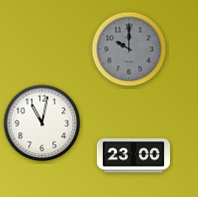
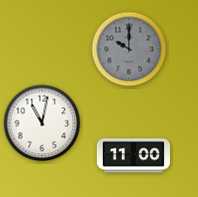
clock at (133, 156): 23:00 -> 11:00
